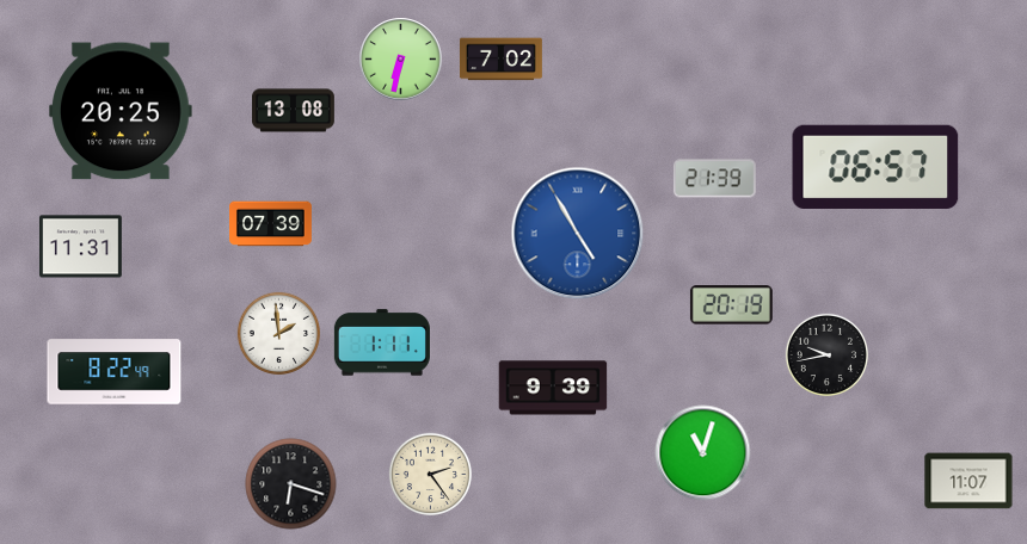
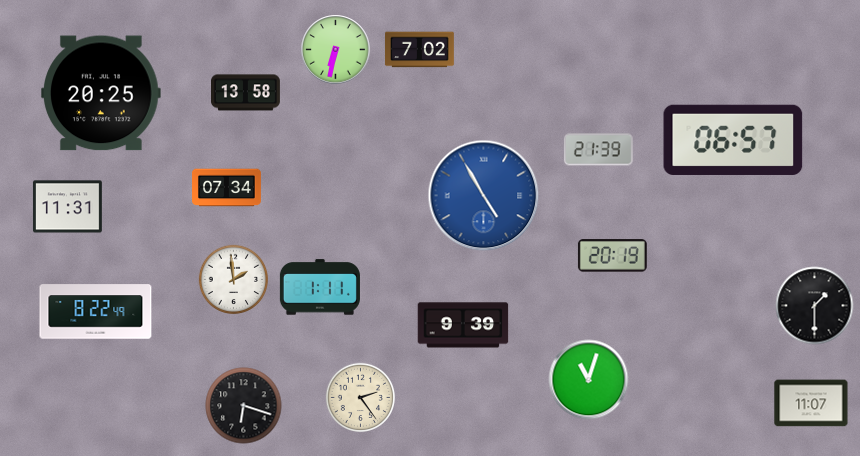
clock at (294, 111): 13:08 -> 13:58
clock at (271, 224): 07:39 -> 07:34
clock at (826, 354): 9:43 -> none
clock at (815, 306): none -> 1:30
